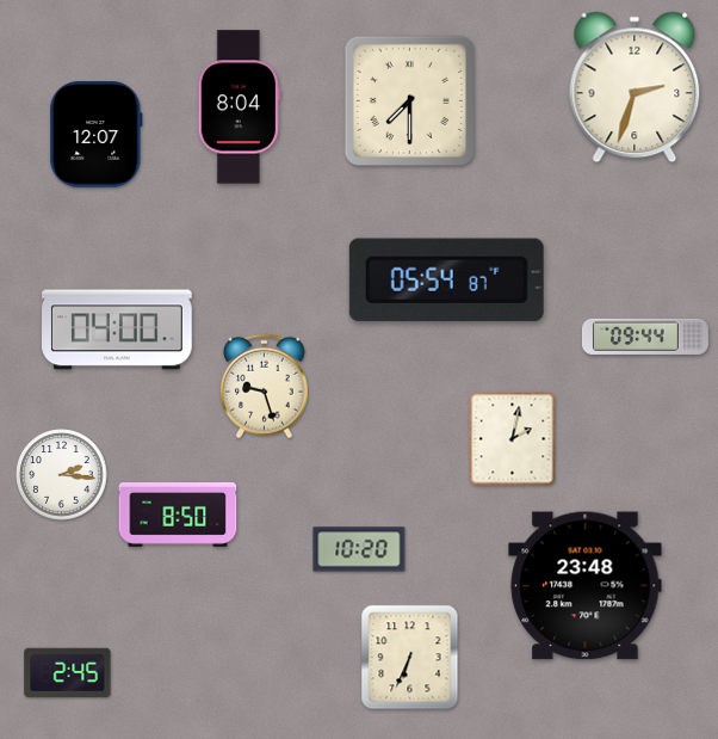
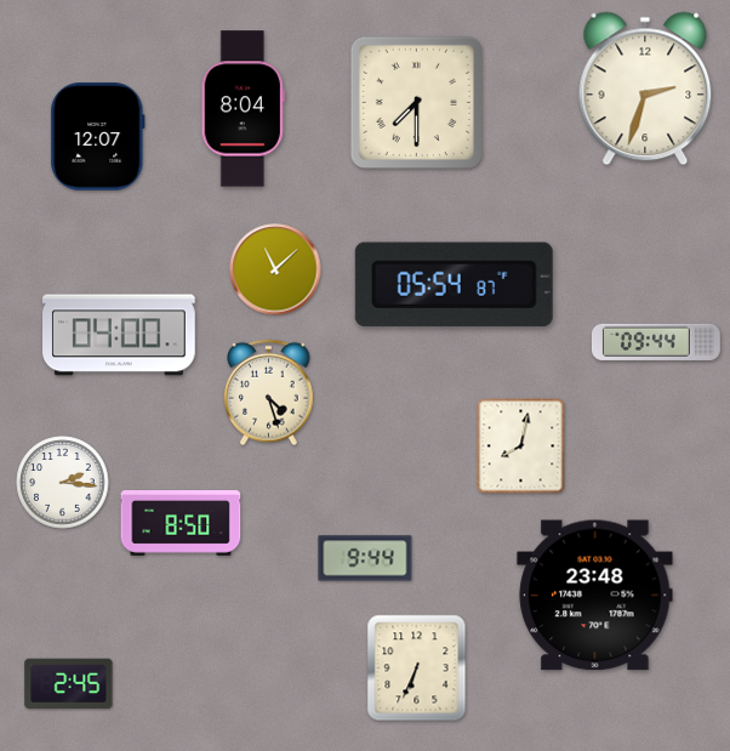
clock at (275, 269): none -> 11:08
clock at (265, 387): 9:27 -> 4:27
clock at (513, 439): 2:02 -> 8:02
clock at (359, 549): 10:20 -> 9:44
